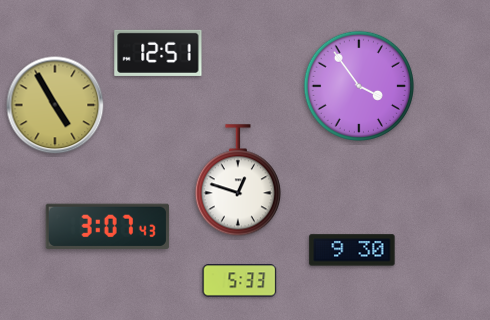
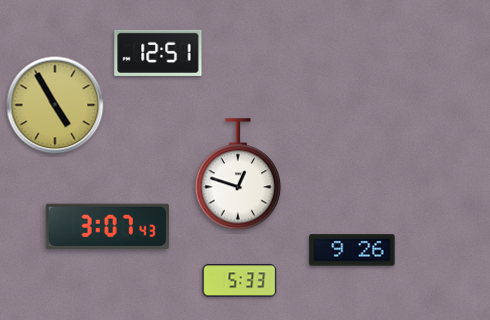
clock at (358, 85): 3:54 -> none
clock at (238, 181) position: (238, 181) -> (238, 175)
clock at (352, 250): 9:30 -> 9:26
